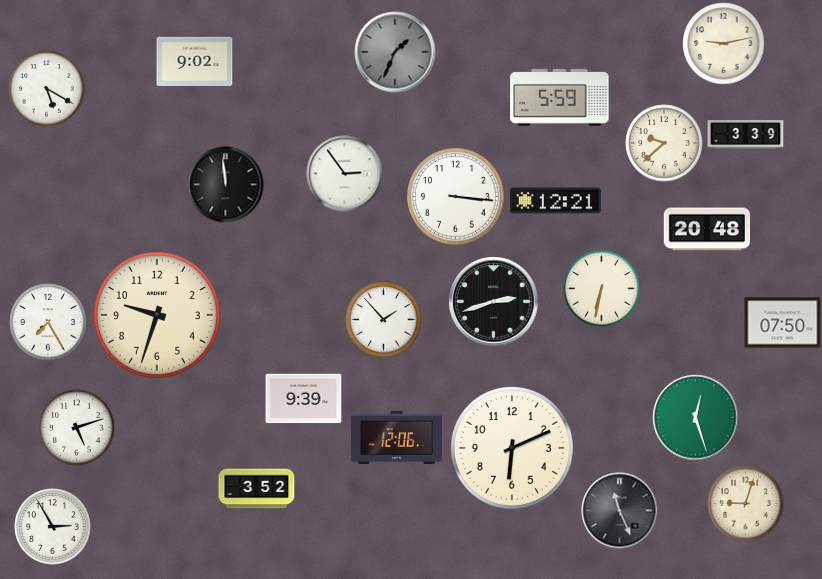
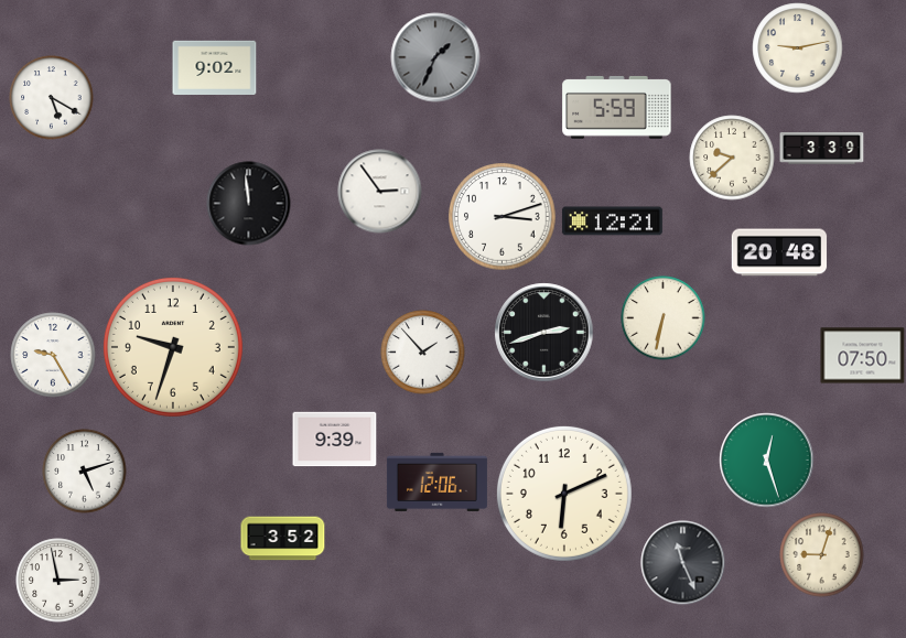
clock at (456, 197): 3:16 -> 3:12
clock at (48, 322): 7:25 -> 9:25
clock at (53, 527): 2:55 -> 2:58
